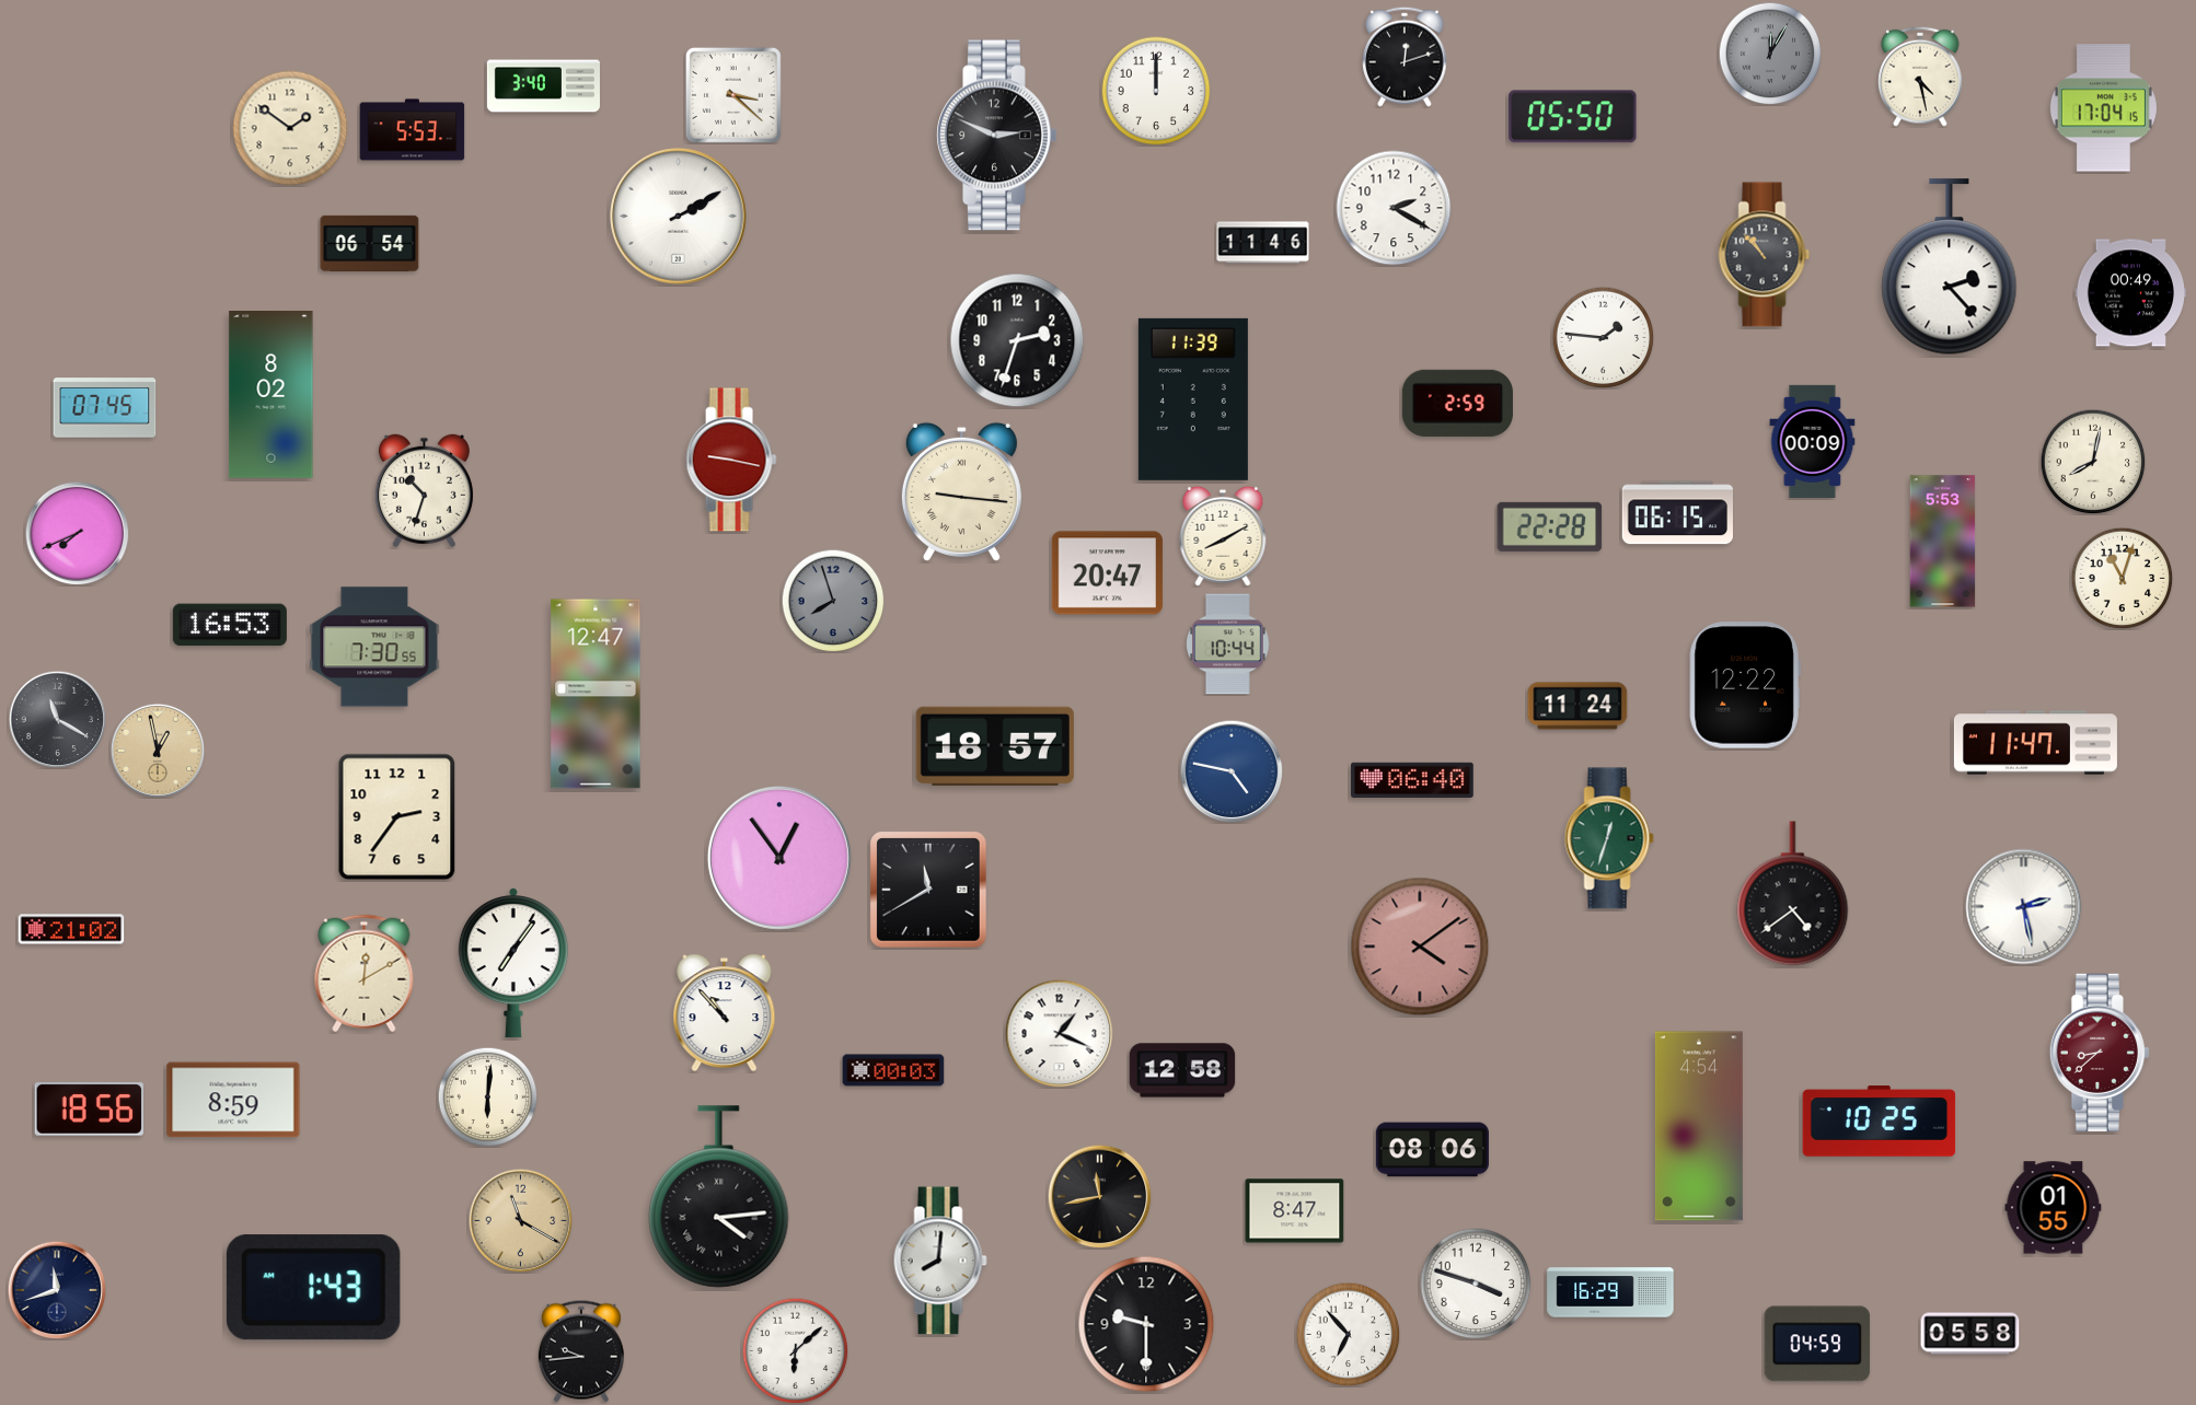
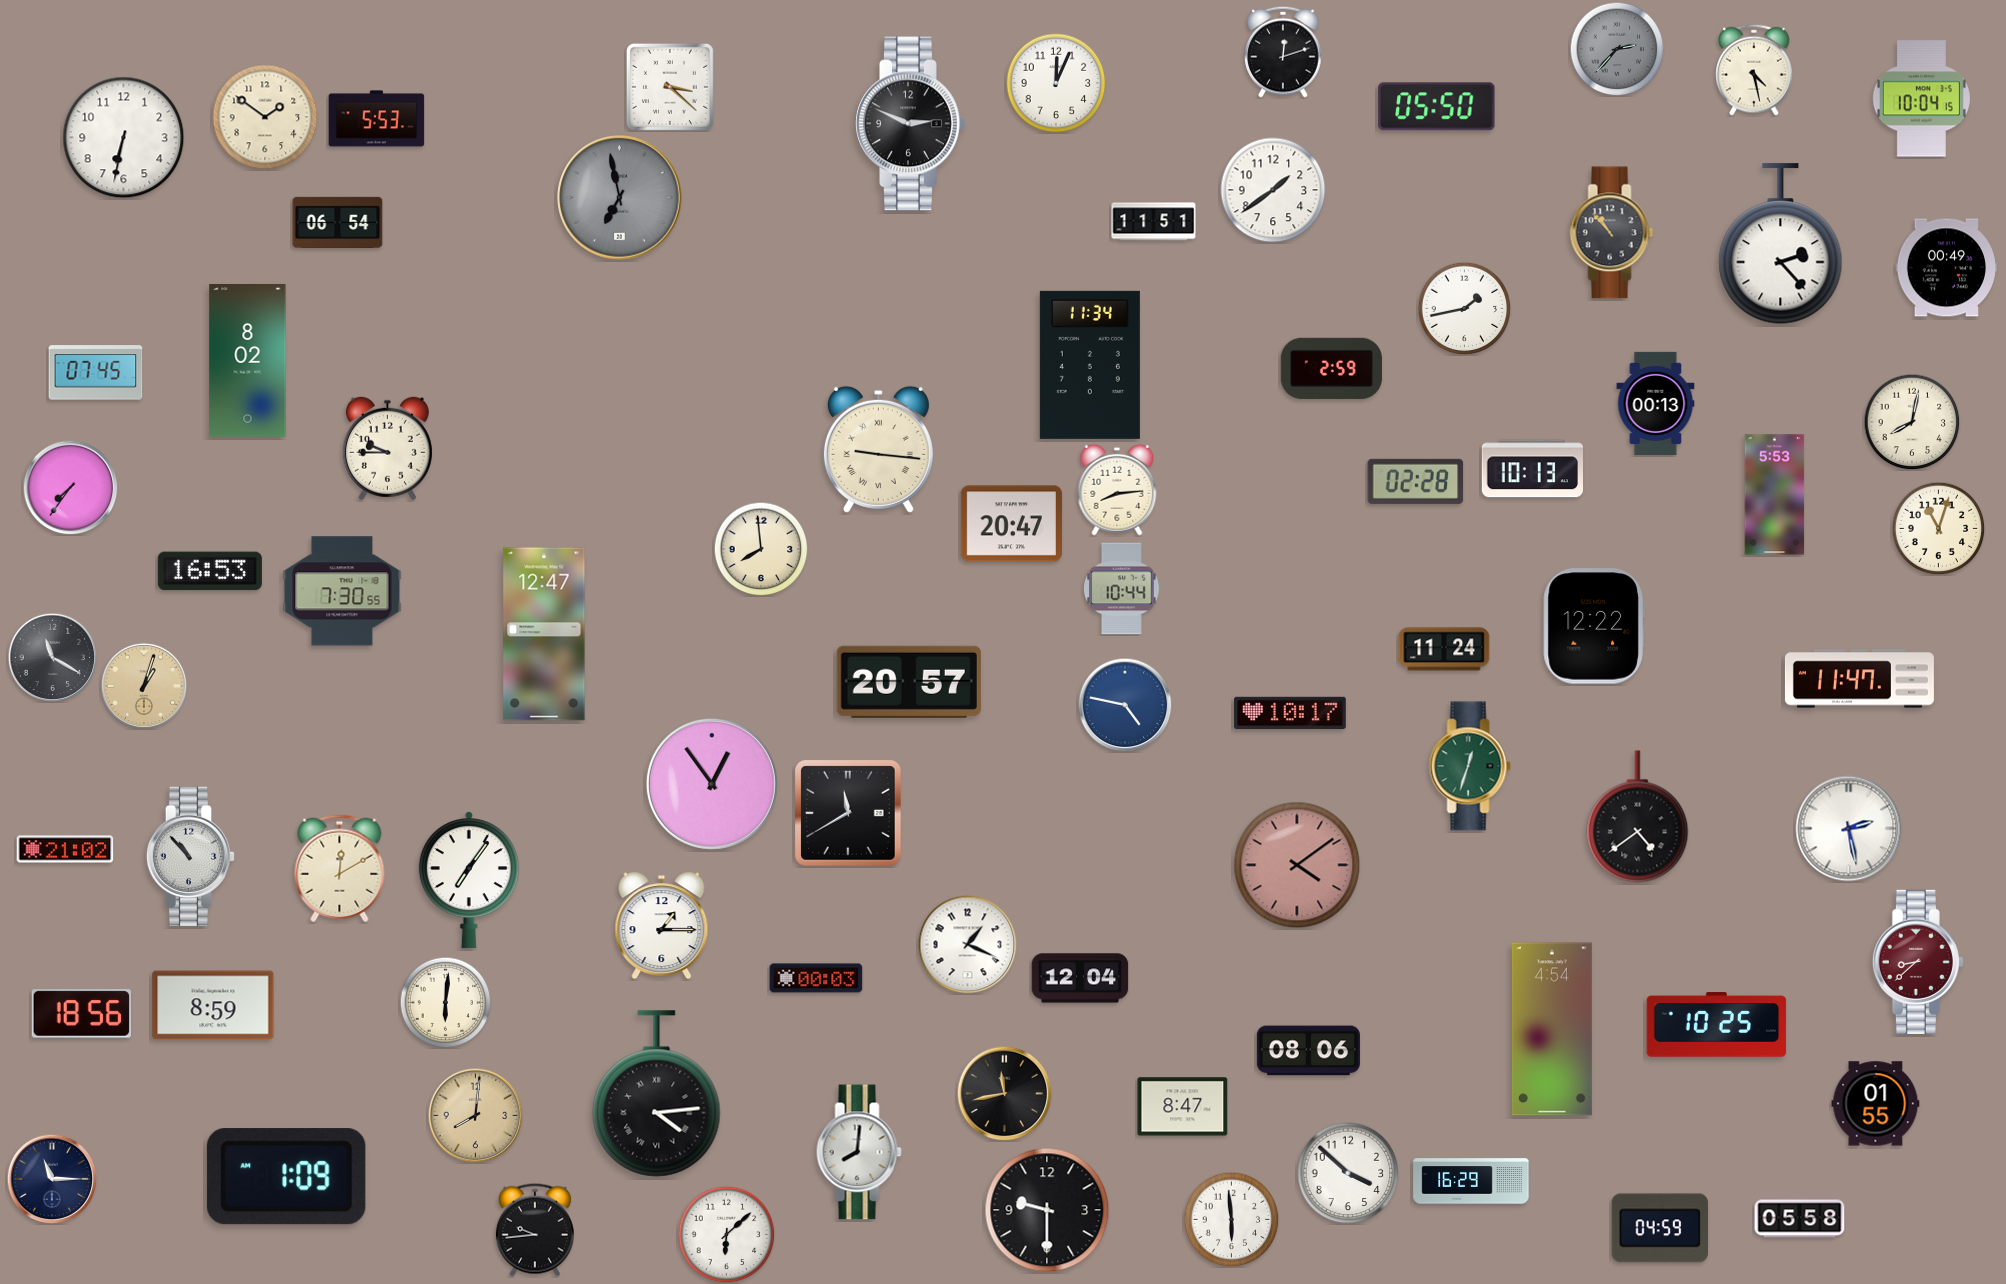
clock at (1770, 54): 12:05 -> 2:37
clock at (543, 86): 3:40 -> none
clock at (1156, 91): 12:00 -> 12:04
clock at (2103, 108): 17:04 -> 10:04
clock at (124, 138): none -> 6:32
clock at (1394, 208): 2:20 -> 1:39
clock at (679, 217): 2:10 -> 6:58
clock at (679, 217) dial: white -> grey
clock at (1263, 243): 11:46 -> 11:51
clock at (1603, 337): 1:46 -> 1:43
clock at (1017, 340): 2:33 -> none
clock at (1193, 399): 11:39 -> 11:34
clock at (1813, 441): 00:09 -> 00:13
clock at (731, 460): 9:17 -> none
clock at (424, 491): 10:33 -> 9:45
clock at (1677, 513): 06:15 -> 10:13
clock at (1550, 526): 22:28 -> 02:28
clock at (77, 533): 7:41 -> 7:36
clock at (1223, 536): 8:10 -> 8:14
clock at (833, 601): 7:57 -> 7:59
clock at (833, 601) dial: grey -> cream
clock at (1577, 706) position: (1577, 706) -> (1444, 649)
clock at (995, 746): 18:57 -> 20:57
clock at (157, 750): 12:58 -> 1:03
clock at (1412, 779): 06:40 -> 10:17
clock at (397, 817): 2:36 -> none
clock at (191, 857): none -> 10:53
clock at (365, 974) position: (365, 974) -> (340, 869)
clock at (725, 1013): 10:53 -> 1:15
clock at (1182, 1070): 12:58 -> 12:04
clock at (520, 1220): 11:20 -> 8:01
clock at (1476, 1284): 3:48 -> 3:52
clock at (313, 1288): 1:43 -> 1:09
clock at (57, 1290): 11:42 -> 11:15
clock at (1348, 1334): 6:53 -> 5:59
clock at (581, 1351) position: (581, 1351) -> (535, 1230)
